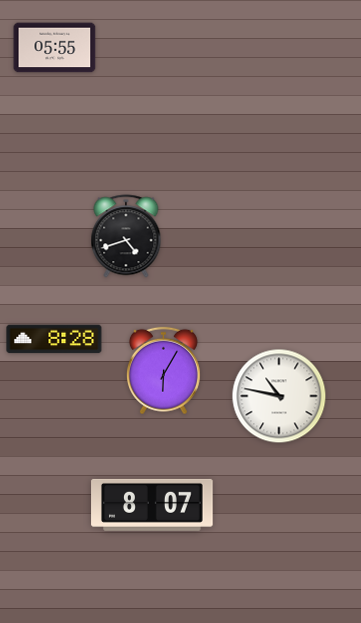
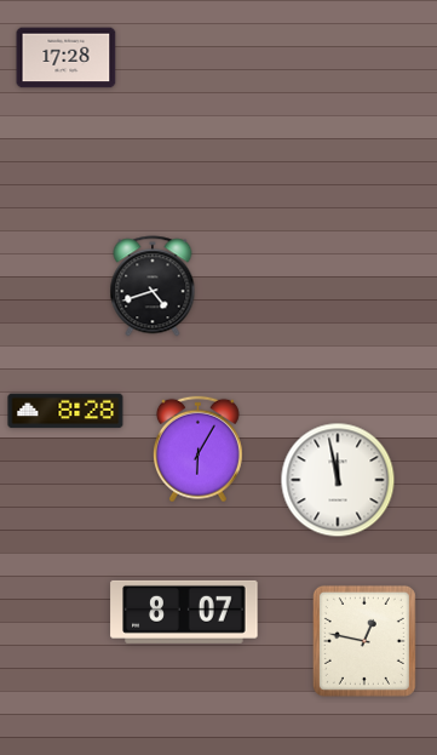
clock at (55, 48): 05:55 -> 17:28
clock at (279, 396): 10:47 -> 11:58
clock at (364, 641): none -> 12:47
